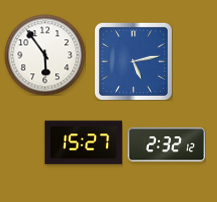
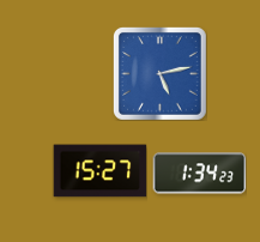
clock at (45, 55): 5:54 -> none
clock at (166, 145): 2:32 -> 1:34
